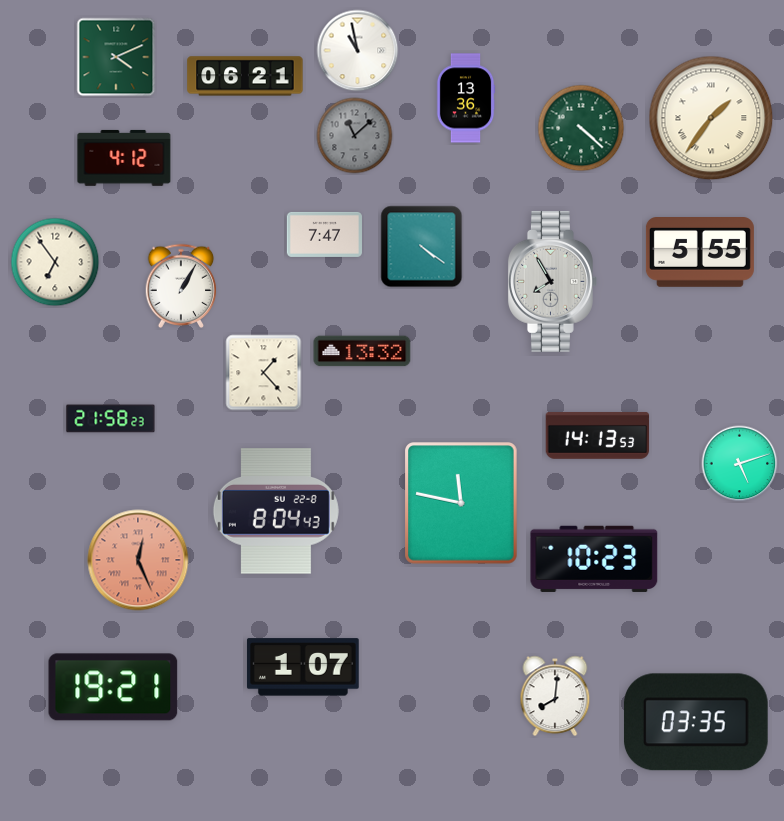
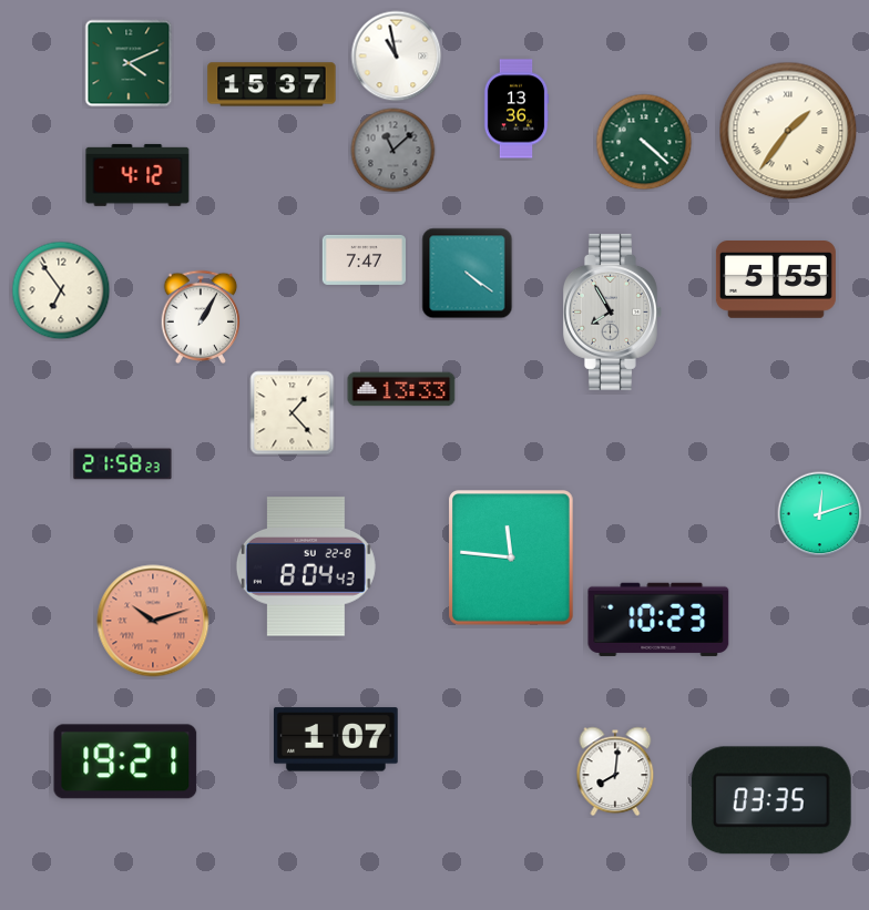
clock at (245, 76): 06:21 -> 15:37
clock at (324, 234) position: (324, 234) -> (364, 259)
clock at (362, 351): 13:32 -> 13:33
clock at (598, 436): 14:13 -> none
clock at (740, 464): 5:12 -> 12:12
clock at (461, 503): 11:47 -> 11:46
clock at (138, 560): 12:26 -> 10:12
